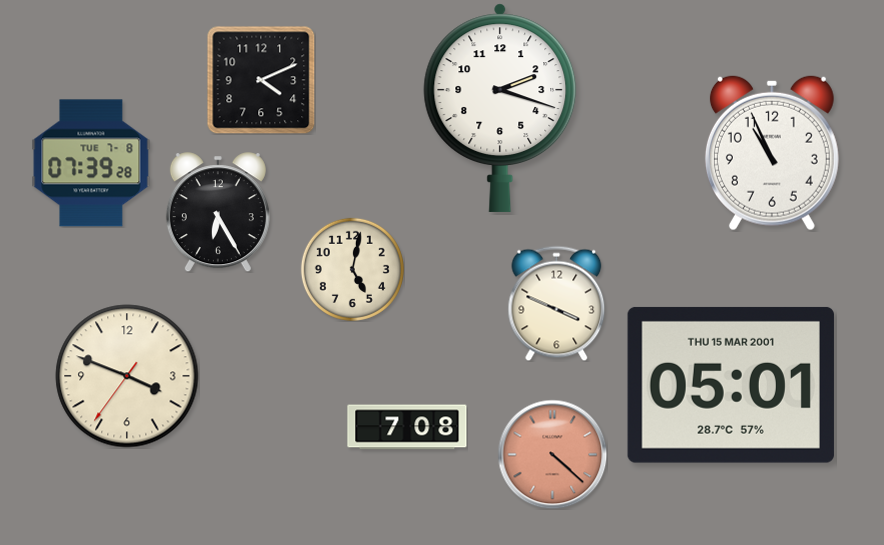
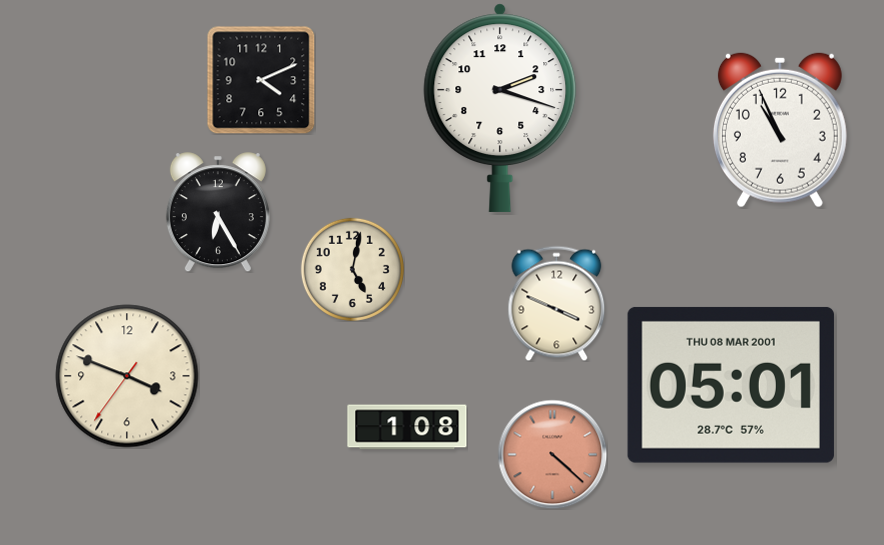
clock at (772, 153) position: (772, 153) -> (780, 130)
clock at (91, 163): 07:39 -> none
clock at (731, 385) date: THU 15 MAR 2001 -> THU 08 MAR 2001
clock at (407, 427): 7:08 -> 1:08
